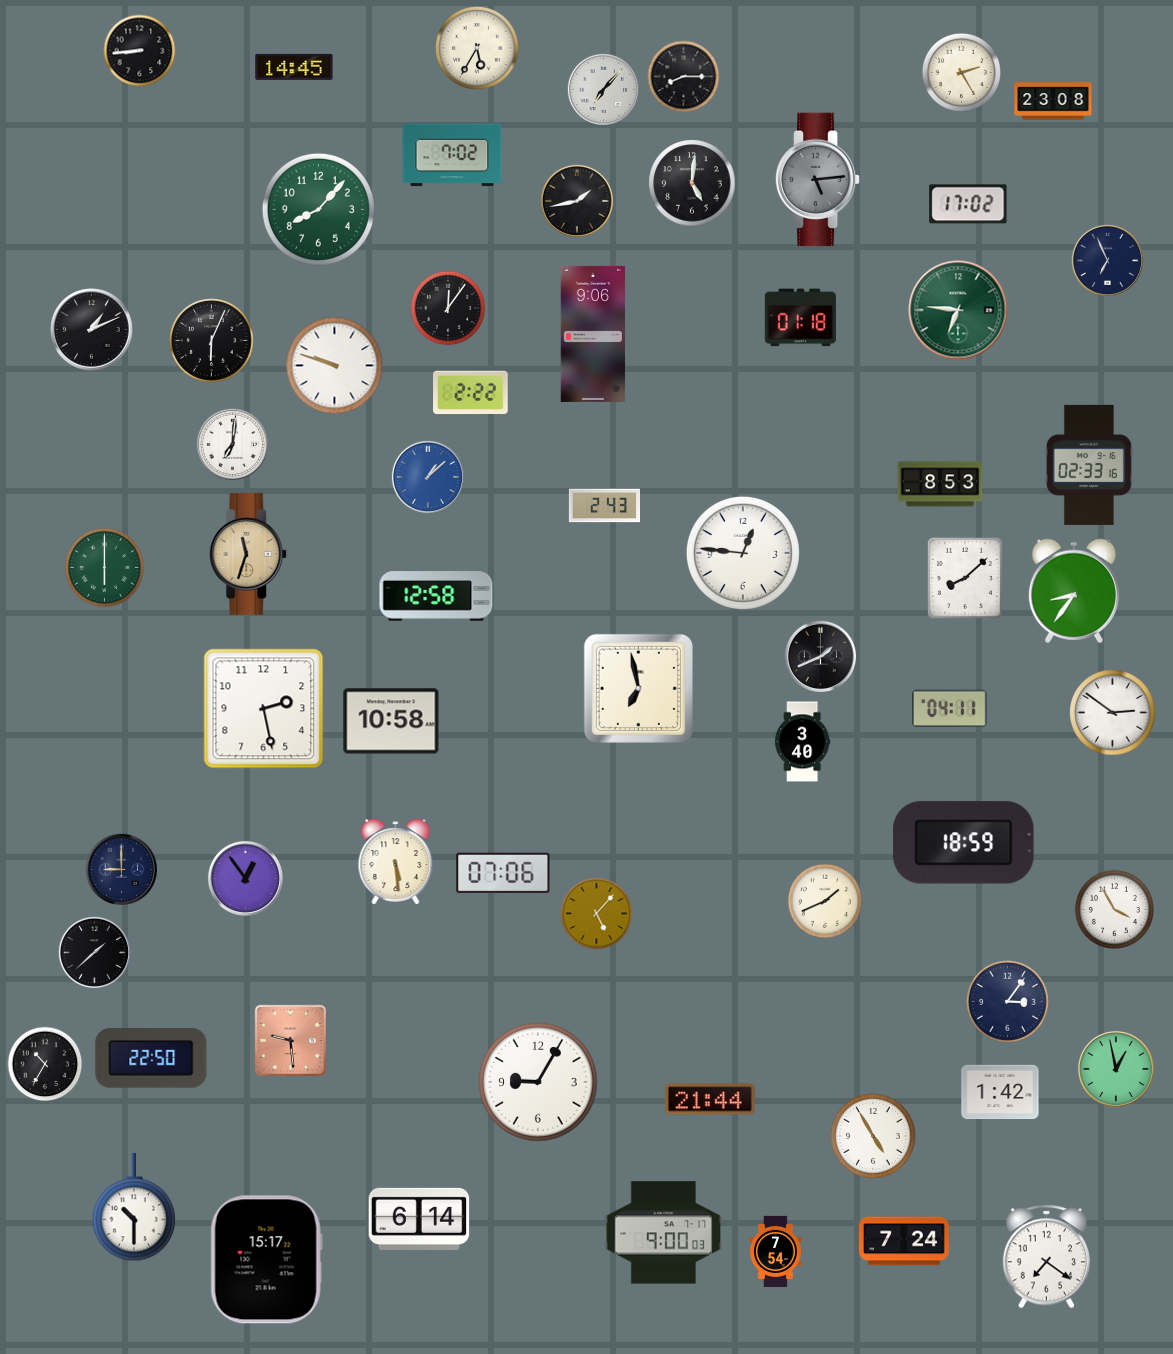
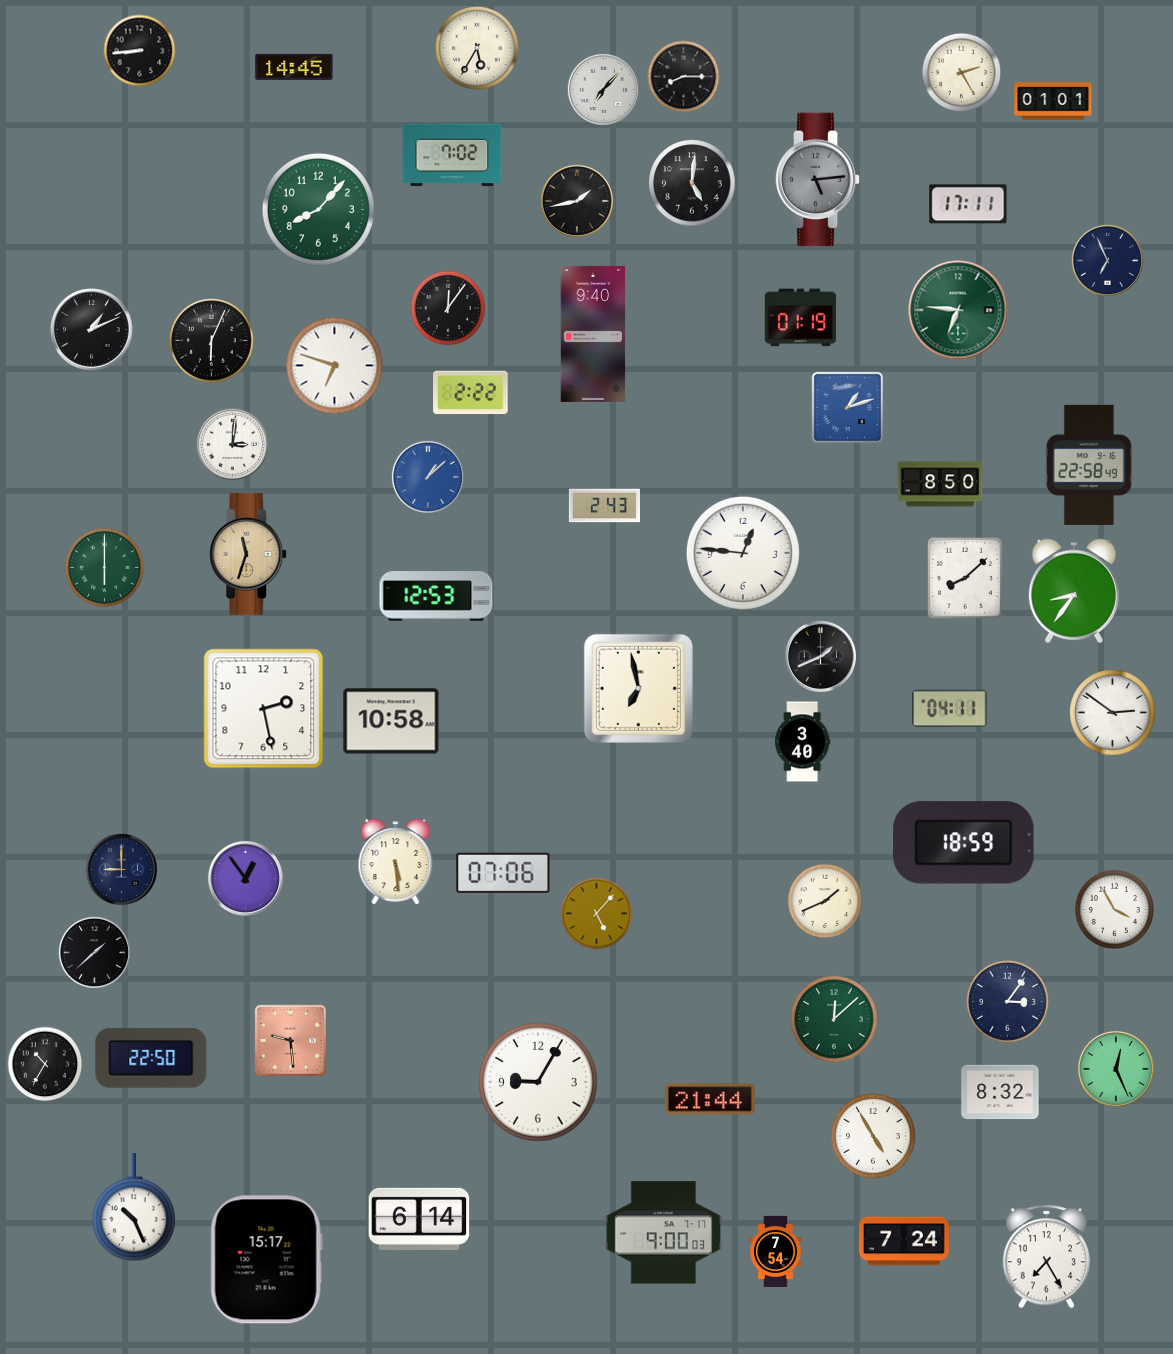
clock at (1053, 101): 23:08 -> 01:01
clock at (968, 204): 17:02 -> 17:11
clock at (800, 318): 01:18 -> 01:19
clock at (593, 334): 9:06 -> 9:40
clock at (335, 366): 9:48 -> 6:48
clock at (848, 408): none -> 1:12
clock at (232, 444): 7:01 -> 3:01
clock at (1089, 465): 02:33 -> 22:58
clock at (940, 484): 8:53 -> 8:50
clock at (436, 596): 12:58 -> 12:53
clock at (834, 1019): none -> 12:08
clock at (1116, 1069): 12:58 -> 12:26
clock at (1000, 1092): 1:42 -> 8:32
clock at (133, 1208): 10:30 -> 10:26
clock at (1046, 1257): 7:21 -> 7:25
